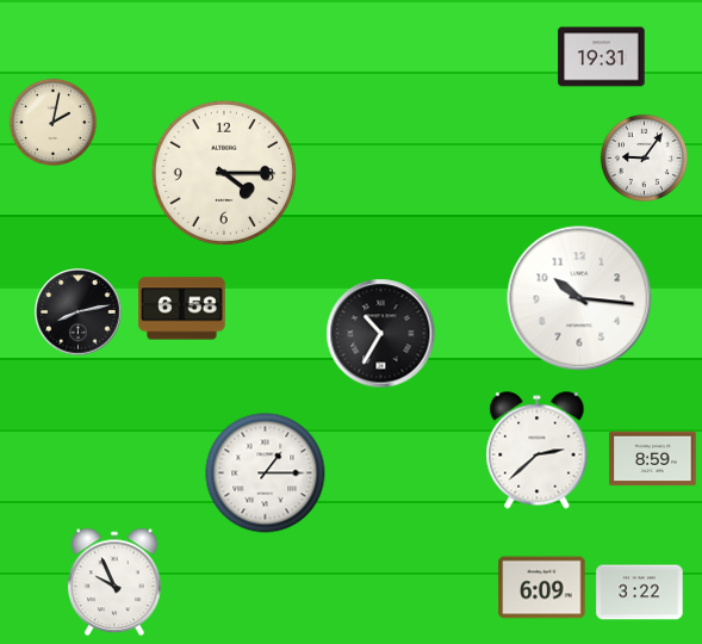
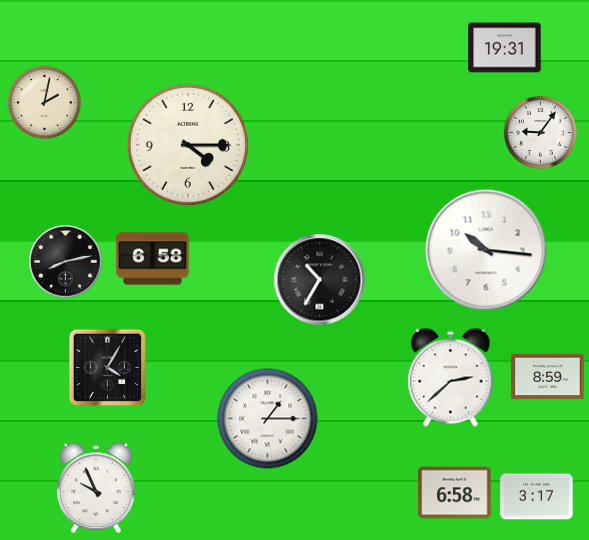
clock at (107, 367): none -> 4:05
clock at (653, 459) position: (653, 459) -> (548, 377)
clock at (266, 473) position: (266, 473) -> (268, 419)
clock at (542, 588): 6:09 -> 6:58
clock at (640, 593): 3:22 -> 3:17
